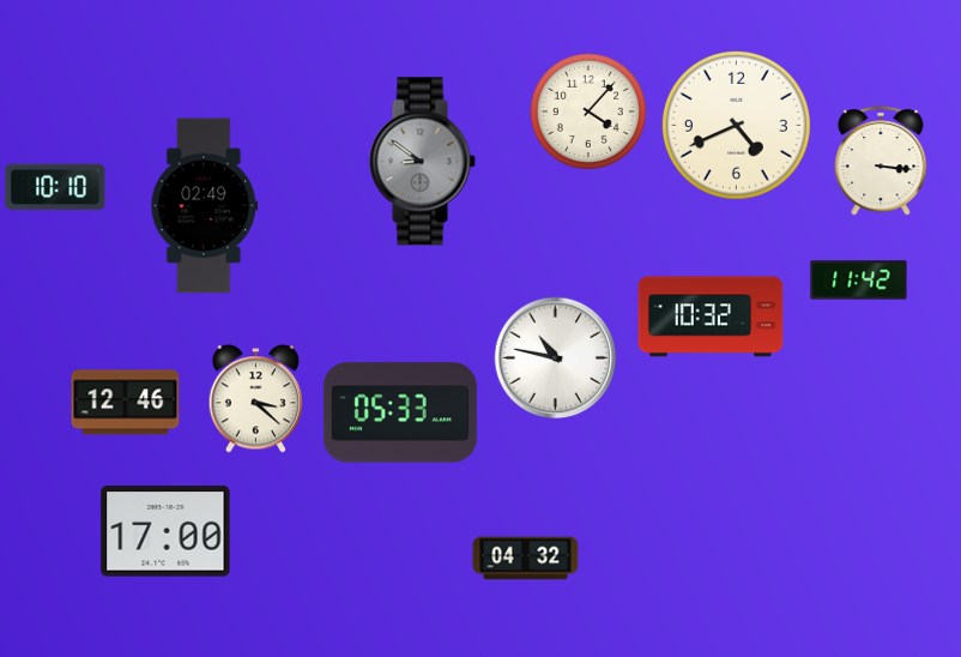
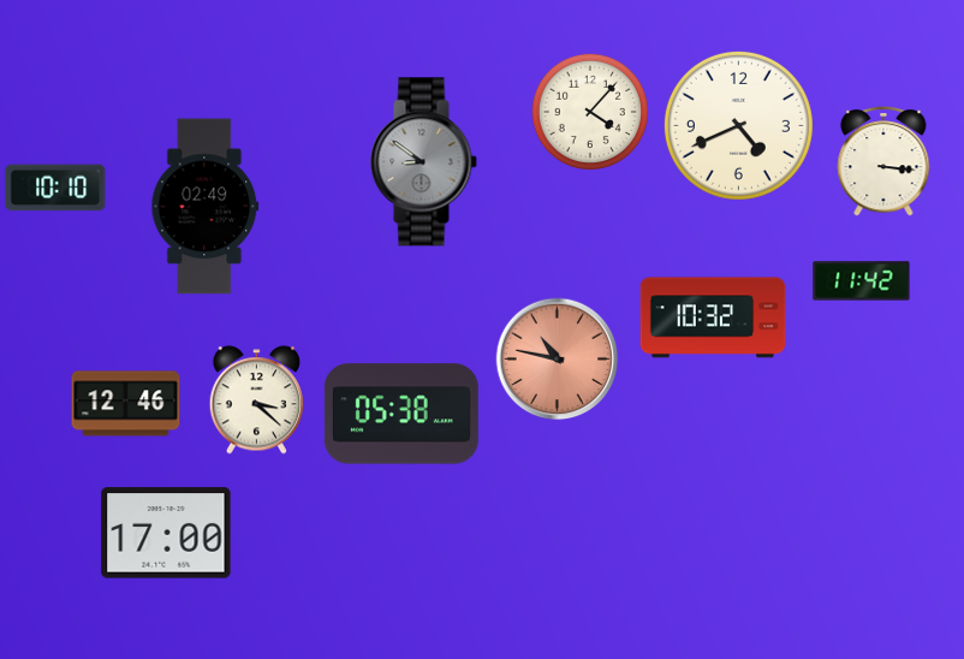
clock at (556, 358) dial: white -> salmon
clock at (400, 412): 05:33 -> 05:38
clock at (526, 559): 04:32 -> none
